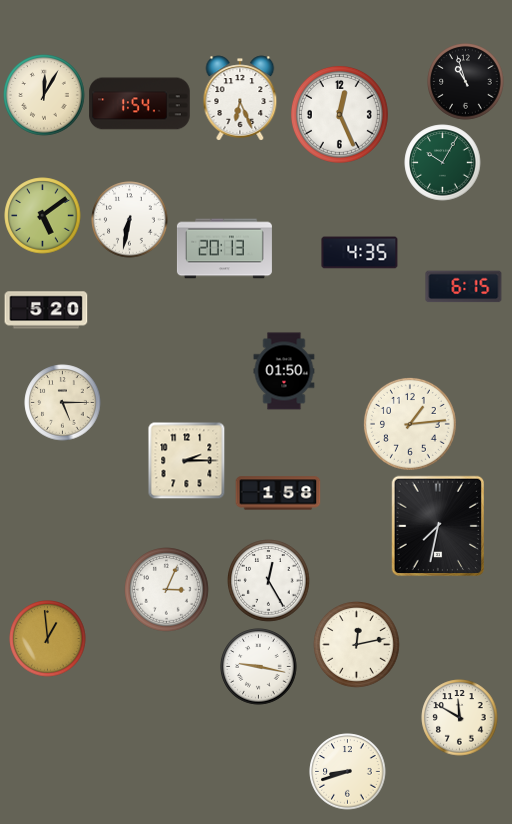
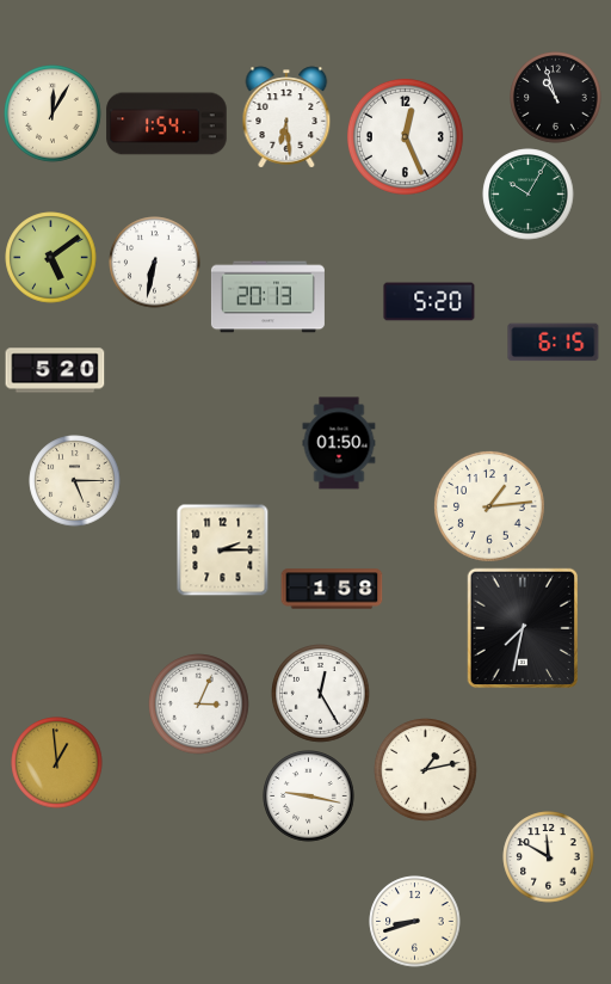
clock at (240, 98): 6:26 -> 6:29
clock at (360, 253): 4:35 -> 5:20
clock at (357, 645): 12:13 -> 1:13
